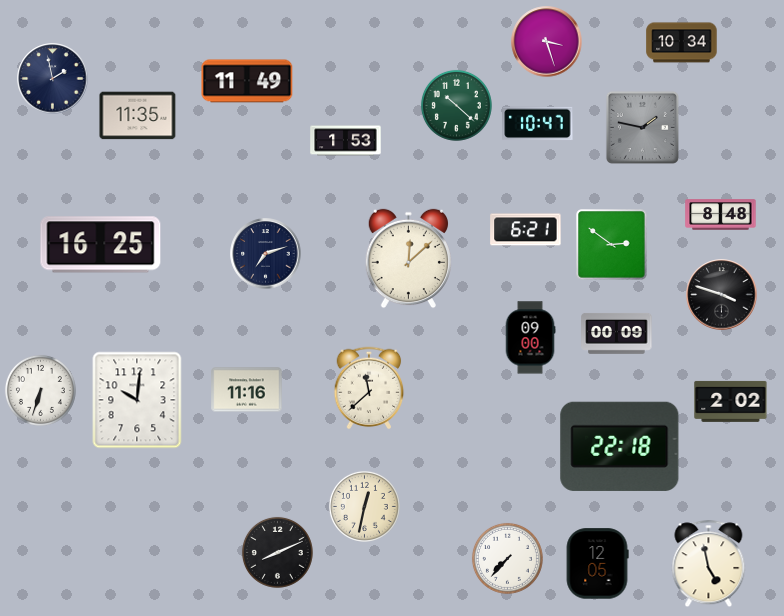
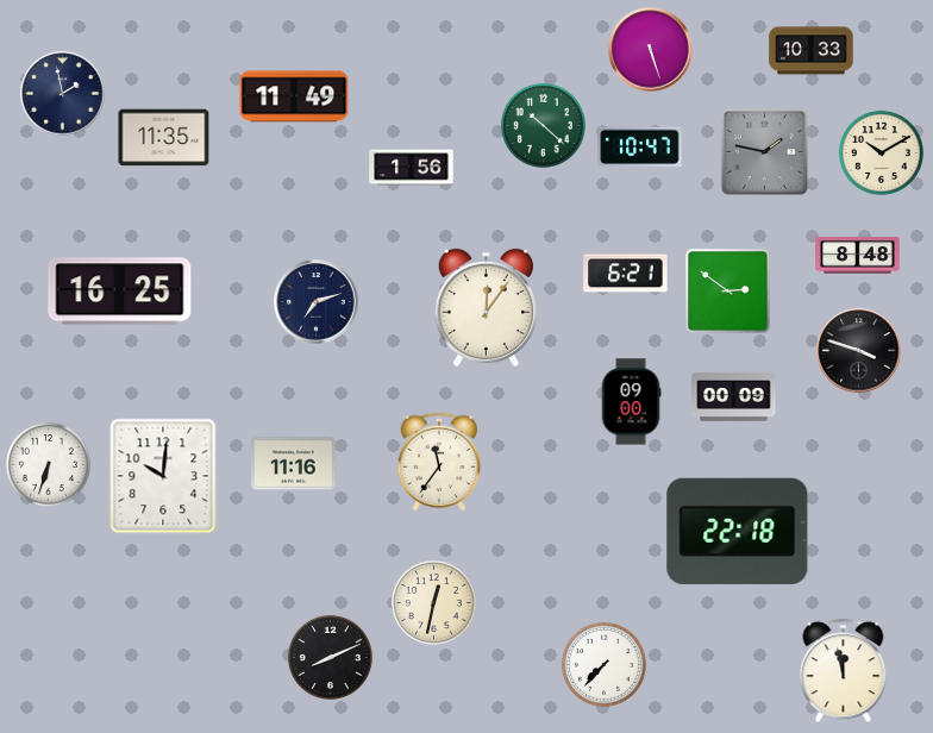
clock at (547, 42): 3:27 -> 5:27
clock at (682, 43): 10:34 -> 10:33
clock at (881, 152): none -> 10:10
clock at (346, 141): 1:53 -> 1:56
clock at (408, 259): 12:08 -> 12:06
clock at (369, 388): 11:38 -> 11:36
clock at (731, 401): 2:02 -> none
clock at (597, 564): 12:05 -> none
clock at (709, 564): 4:58 -> 11:58
